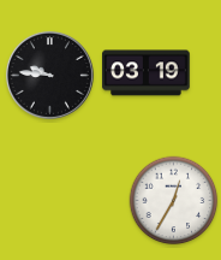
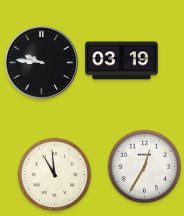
clock at (55, 175): none -> 10:59
